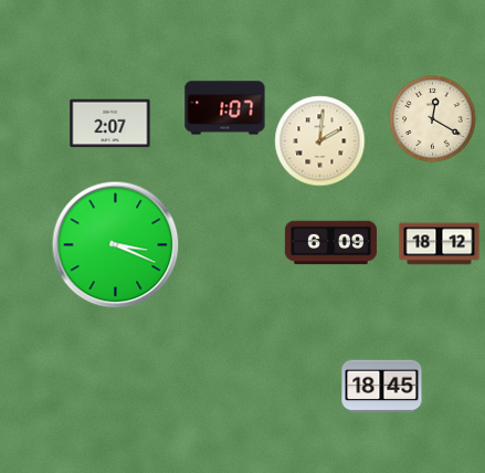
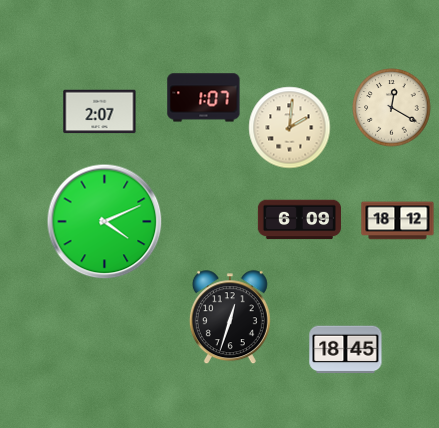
clock at (116, 245): 3:19 -> 4:11
clock at (230, 318): none -> 12:33
